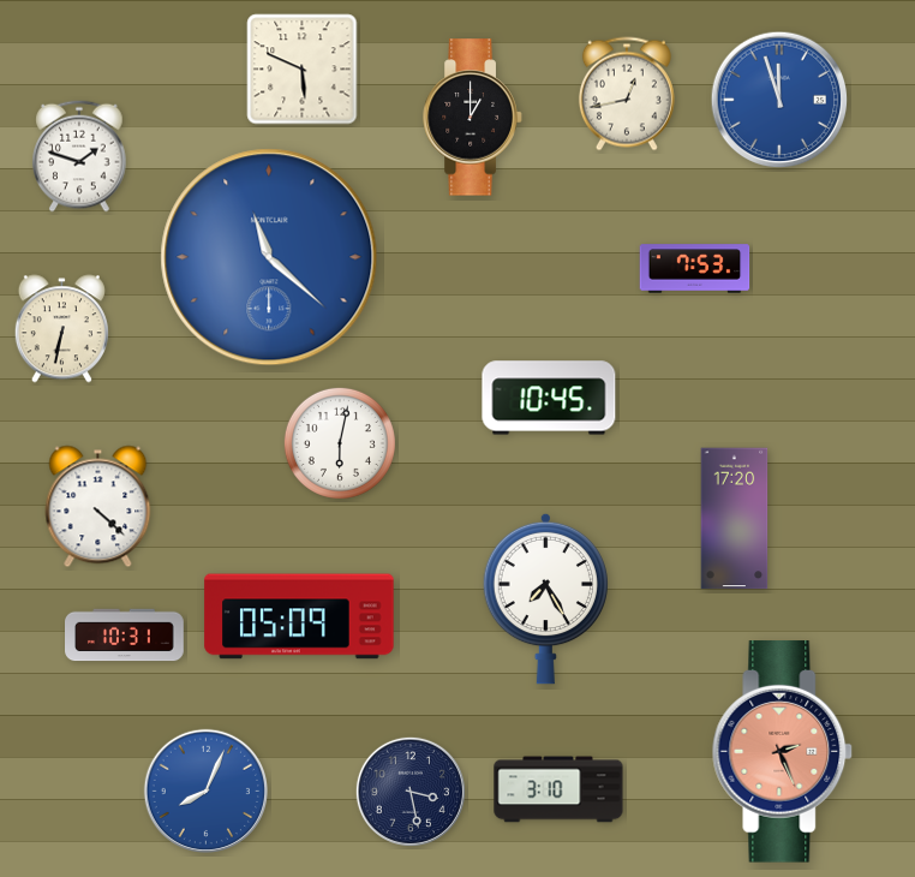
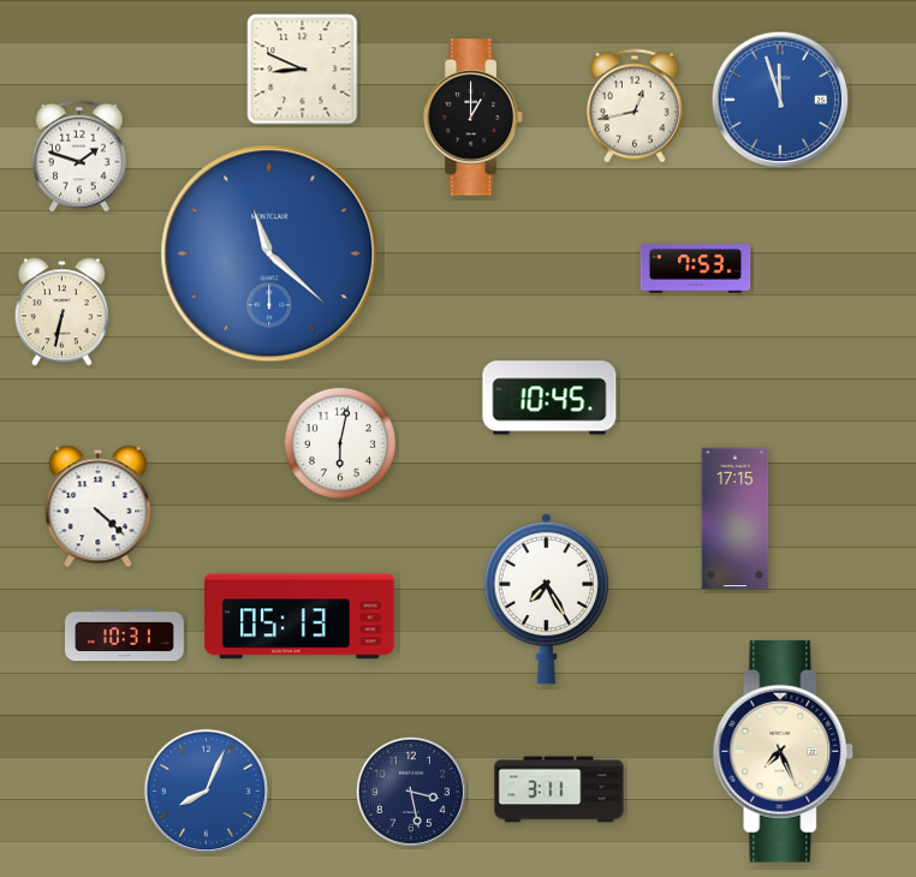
clock at (303, 70): 5:49 -> 8:49
clock at (627, 94) position: (627, 94) -> (635, 106)
clock at (269, 257) position: (269, 257) -> (269, 253)
clock at (61, 329) position: (61, 329) -> (61, 312)
clock at (735, 519): 17:20 -> 17:15
clock at (299, 616): 05:09 -> 05:13
clock at (783, 752): 2:26 -> 7:26
clock at (783, 752) dial: salmon -> cream
clock at (558, 789): 3:10 -> 3:11
